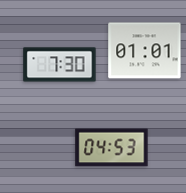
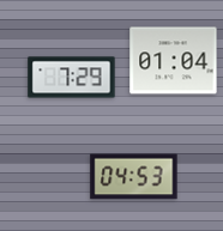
clock at (145, 51): 01:01 -> 01:04
clock at (60, 65): 7:30 -> 7:29
